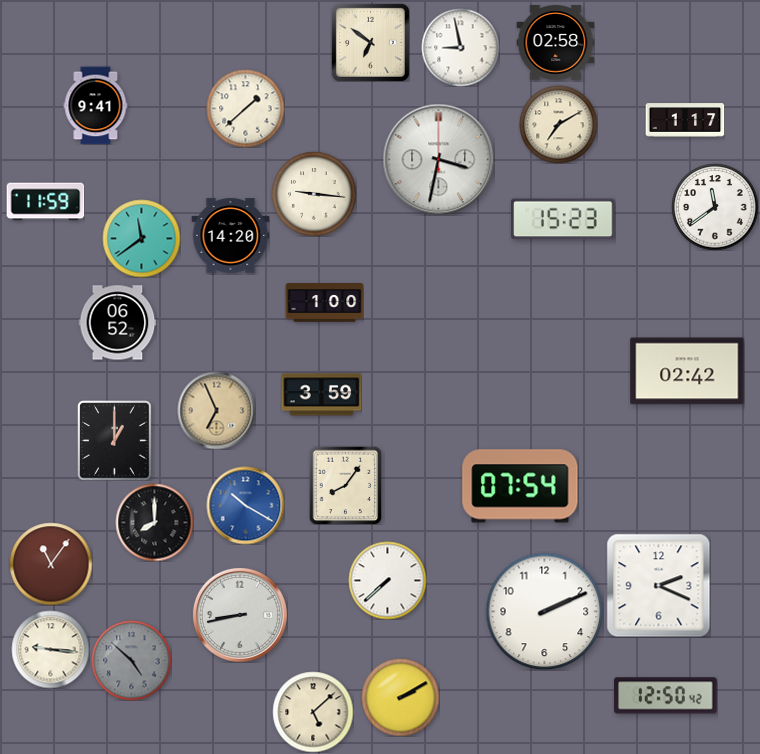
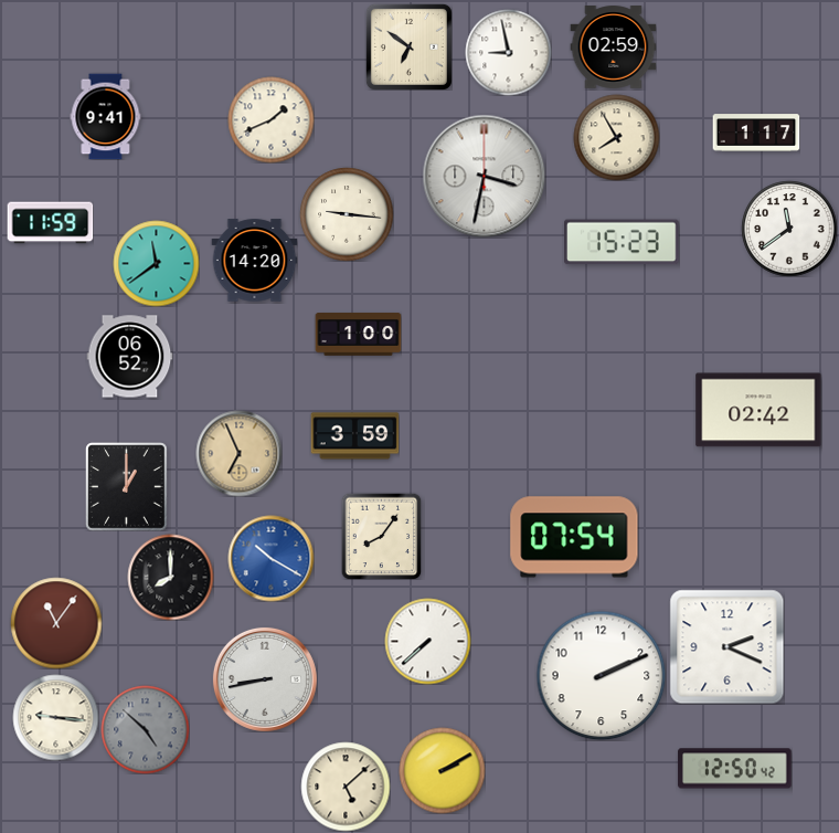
clock at (555, 43): 02:58 -> 02:59
clock at (245, 108): 1:38 -> 1:41
clock at (558, 124): 7:10 -> 7:55
